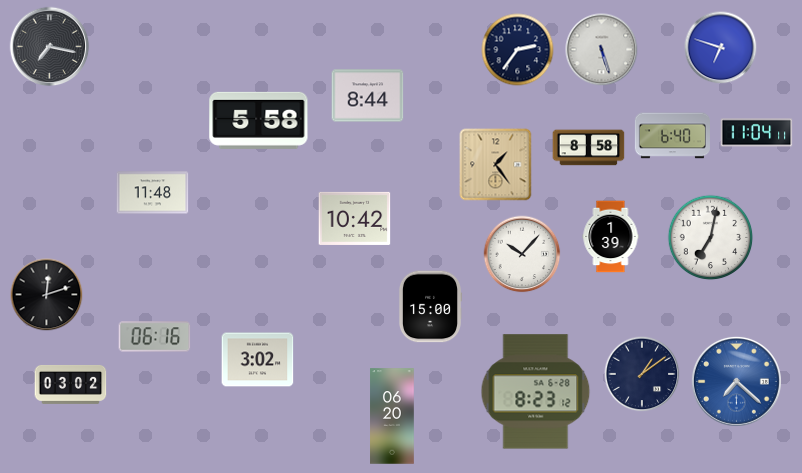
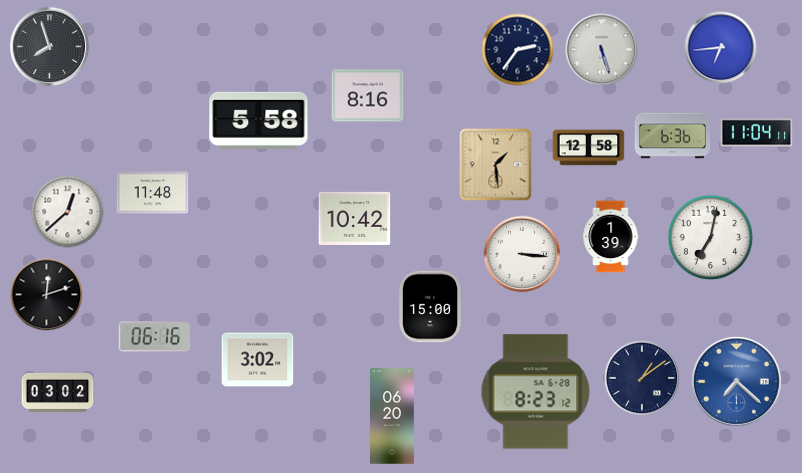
clock at (50, 47): 7:17 -> 7:57
clock at (721, 48): 6:48 -> 6:44
clock at (368, 96): 8:44 -> 8:16
clock at (672, 136): 6:40 -> 6:36
clock at (589, 148): 8:58 -> 12:58
clock at (496, 165): 1:24 -> 1:29
clock at (68, 212): none -> 12:38
clock at (522, 254): 10:07 -> 3:16
clock at (642, 374) position: (642, 374) -> (642, 378)
clock at (71, 384) position: (71, 384) -> (58, 392)
